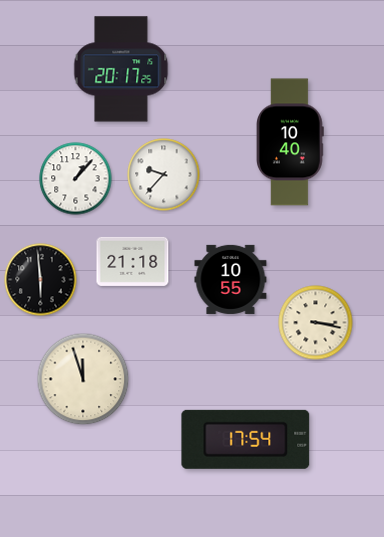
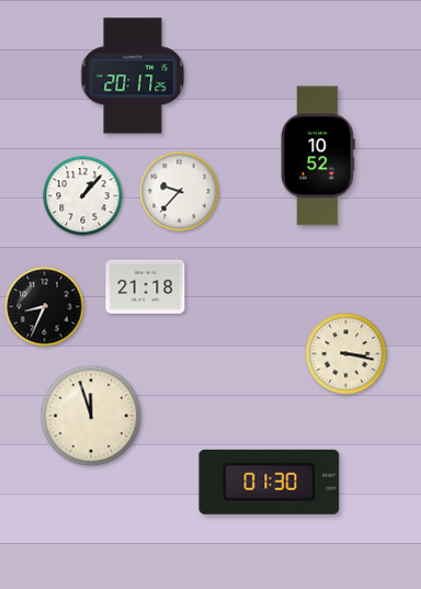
clock at (291, 142): 10:40 -> 10:52
clock at (231, 279): 10:55 -> none
clock at (41, 280): 5:59 -> 8:34
clock at (246, 439): 17:54 -> 01:30
